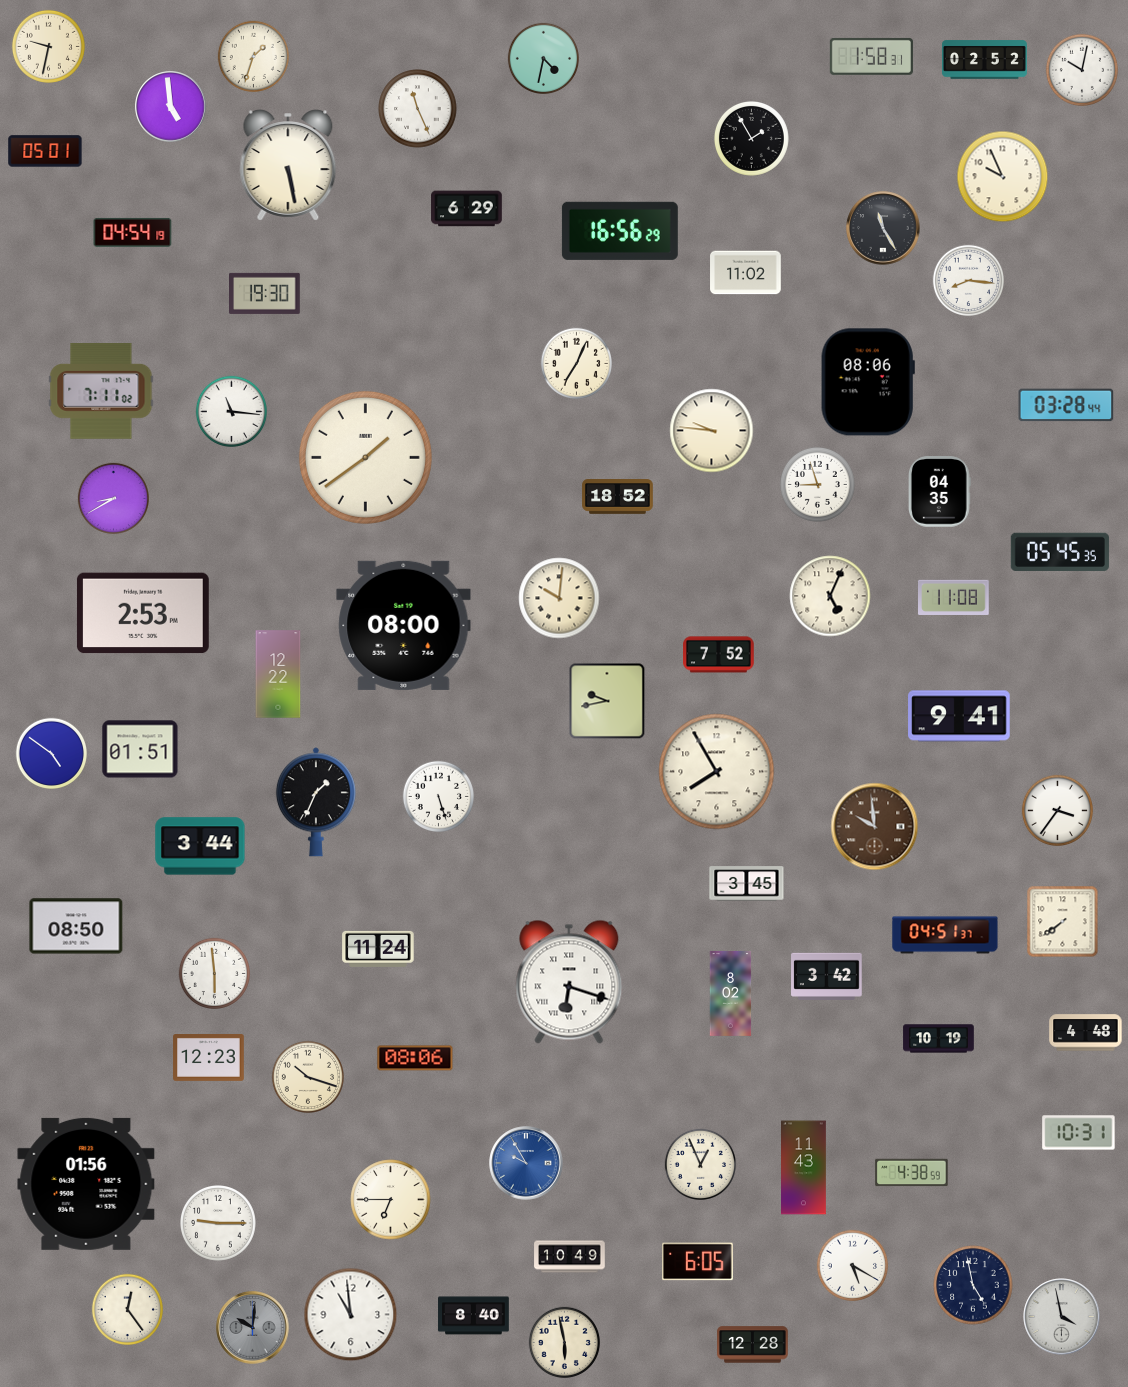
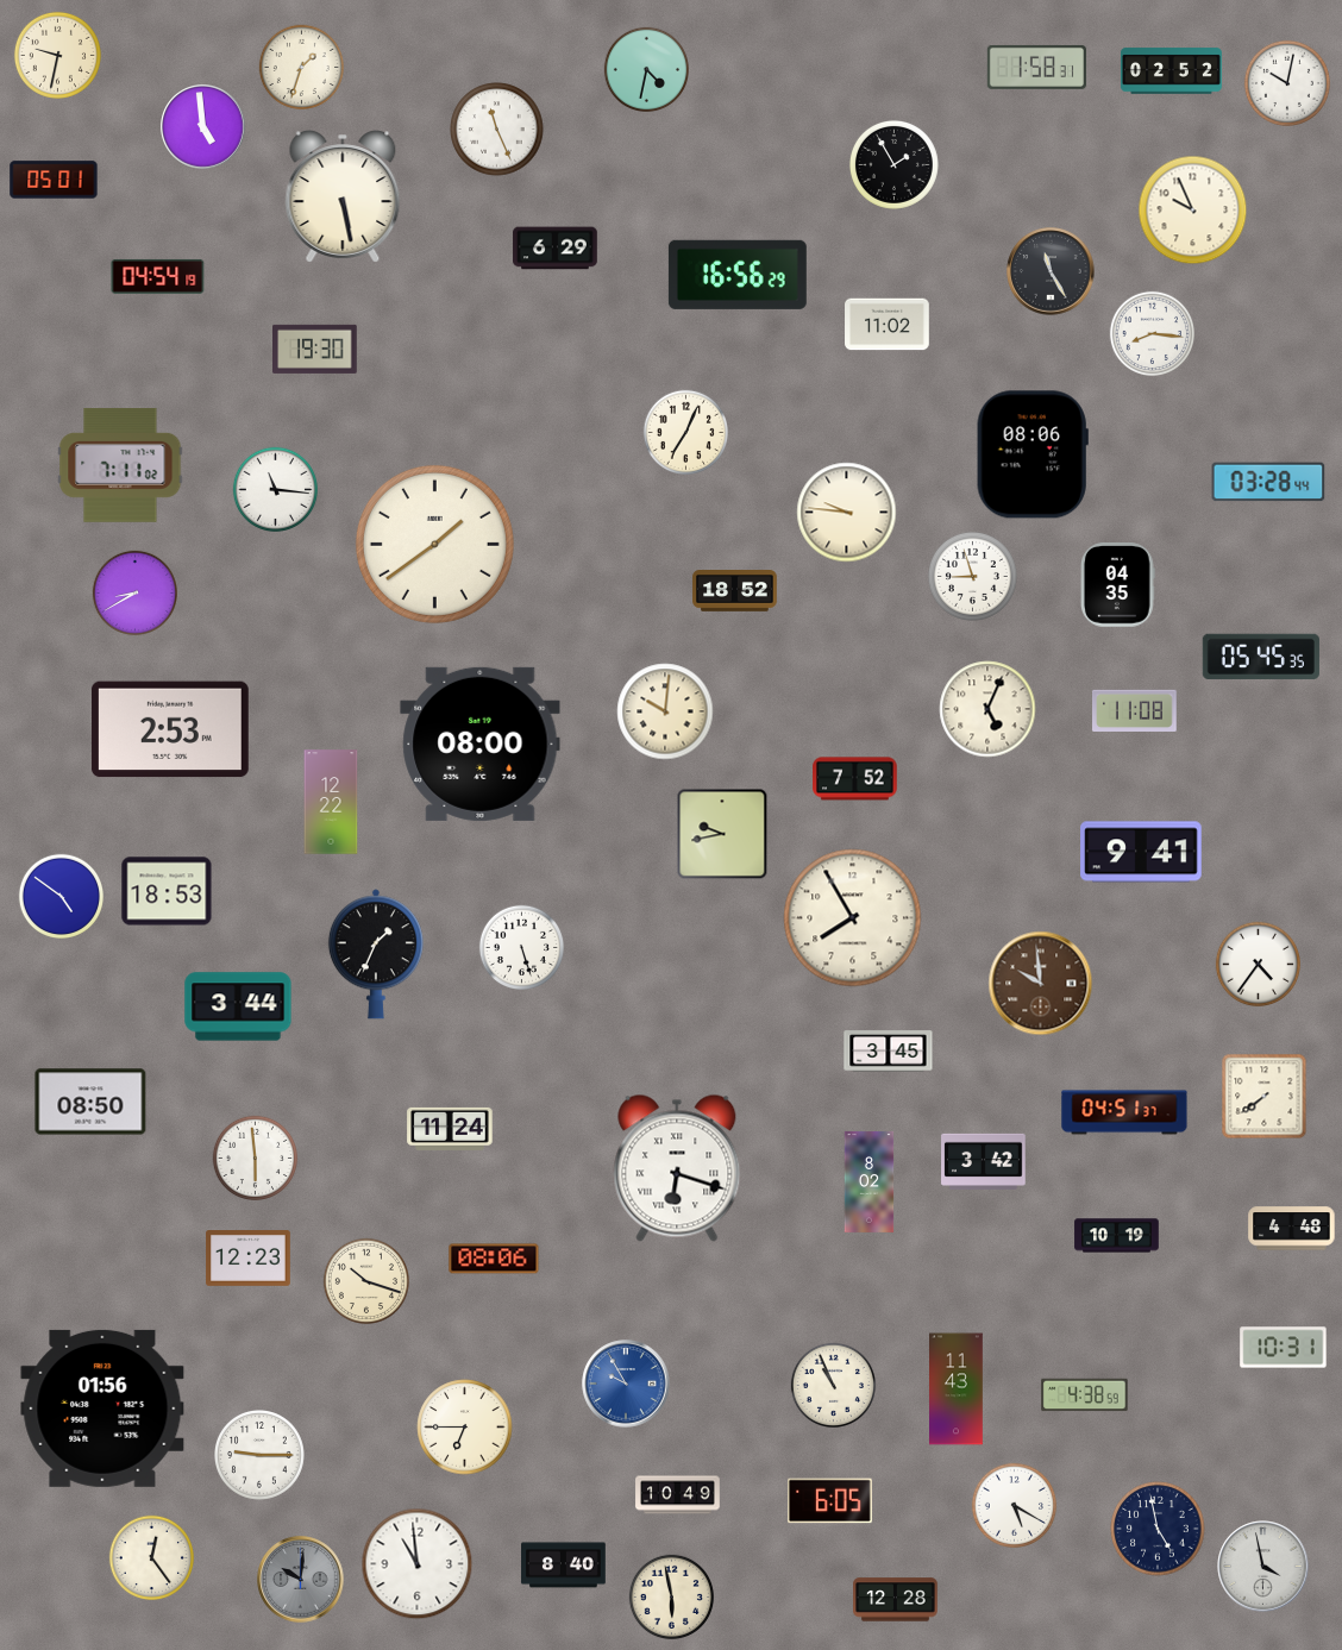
clock at (140, 749): 01:51 -> 18:53
clock at (1057, 810): 3:36 -> 4:36
clock at (700, 1164): 12:56 -> 10:56
